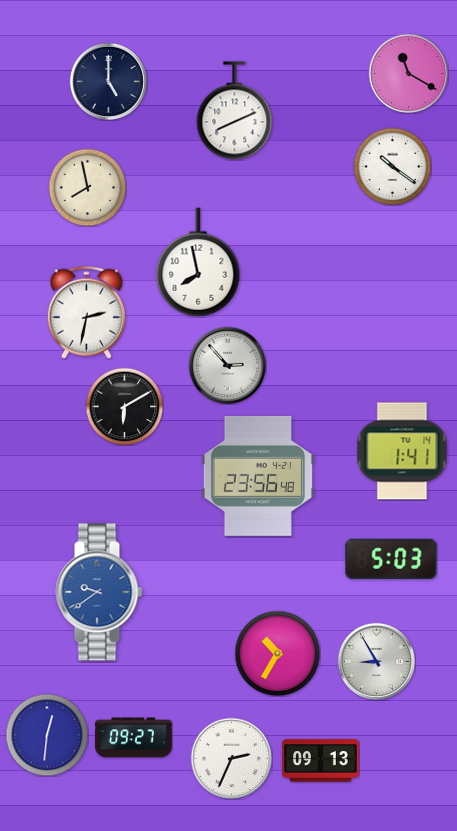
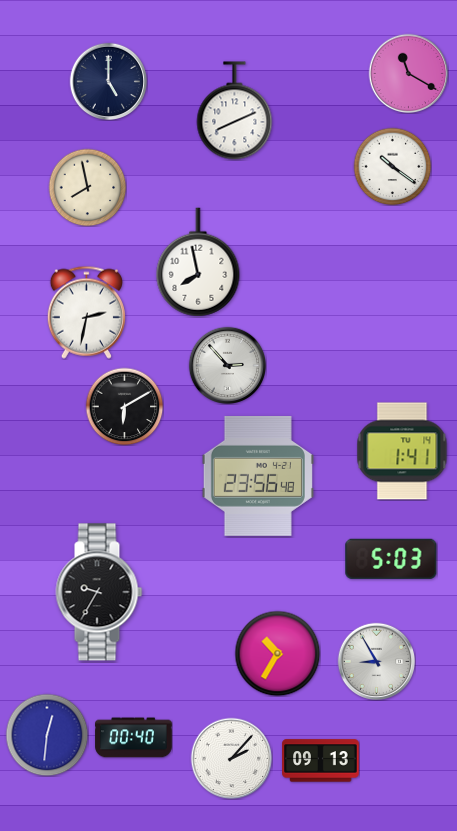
clock at (99, 592): 9:39 -> 9:35
clock at (99, 592) dial: blue -> black
clock at (134, 738): 09:27 -> 00:40
clock at (231, 758): 2:34 -> 2:07
